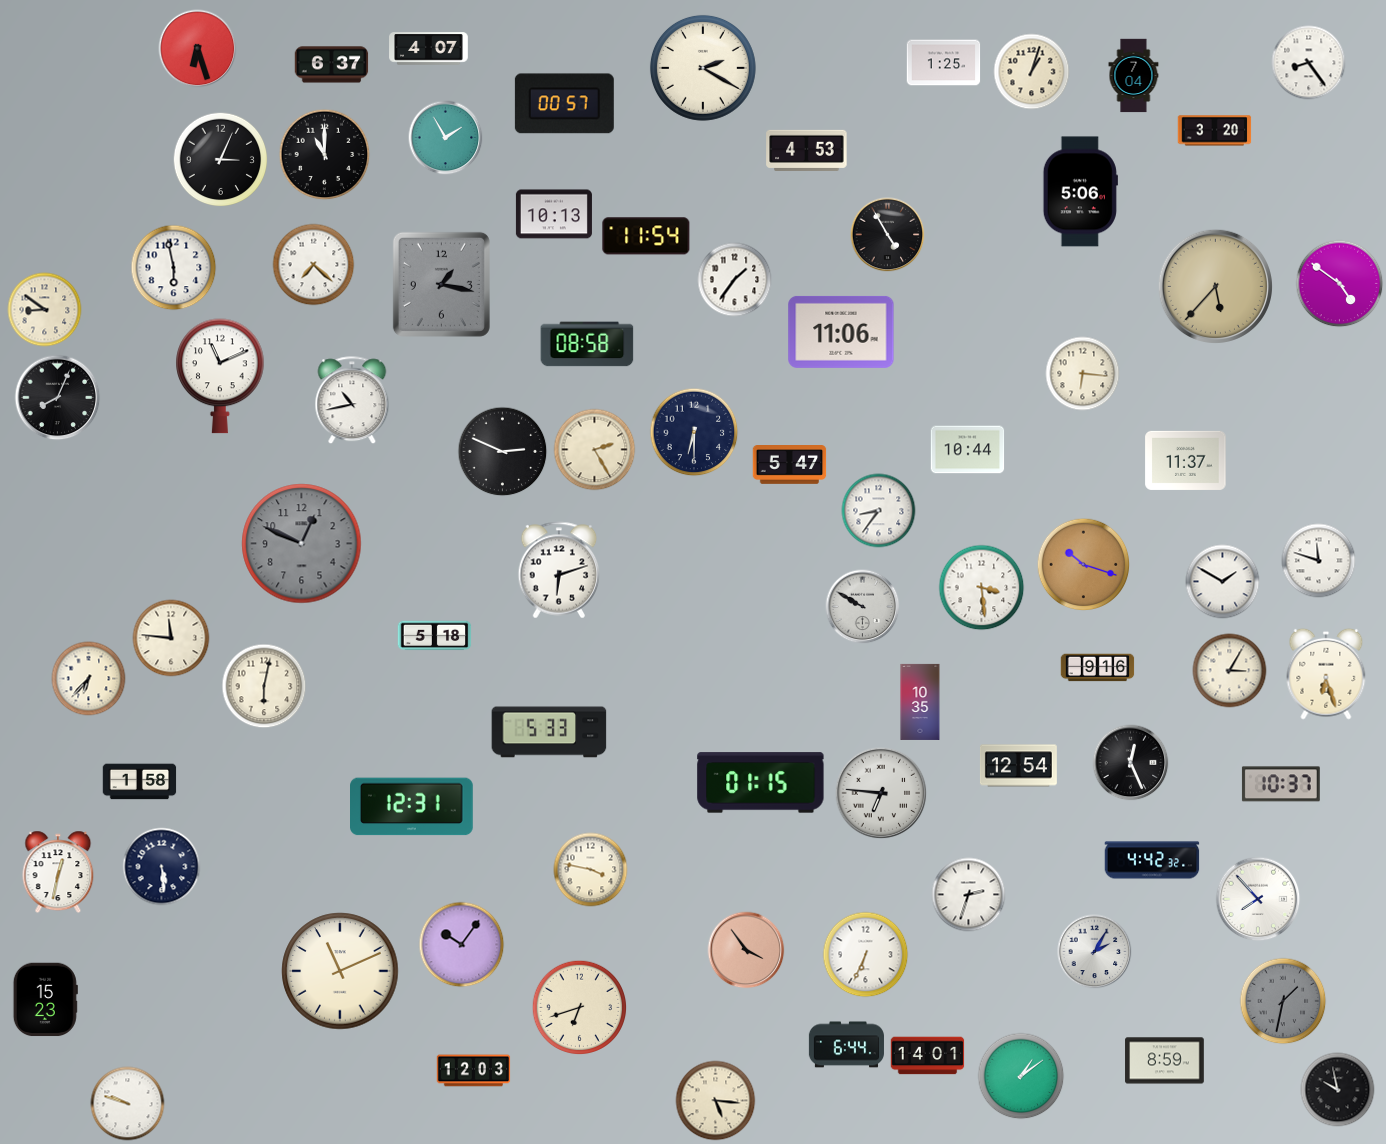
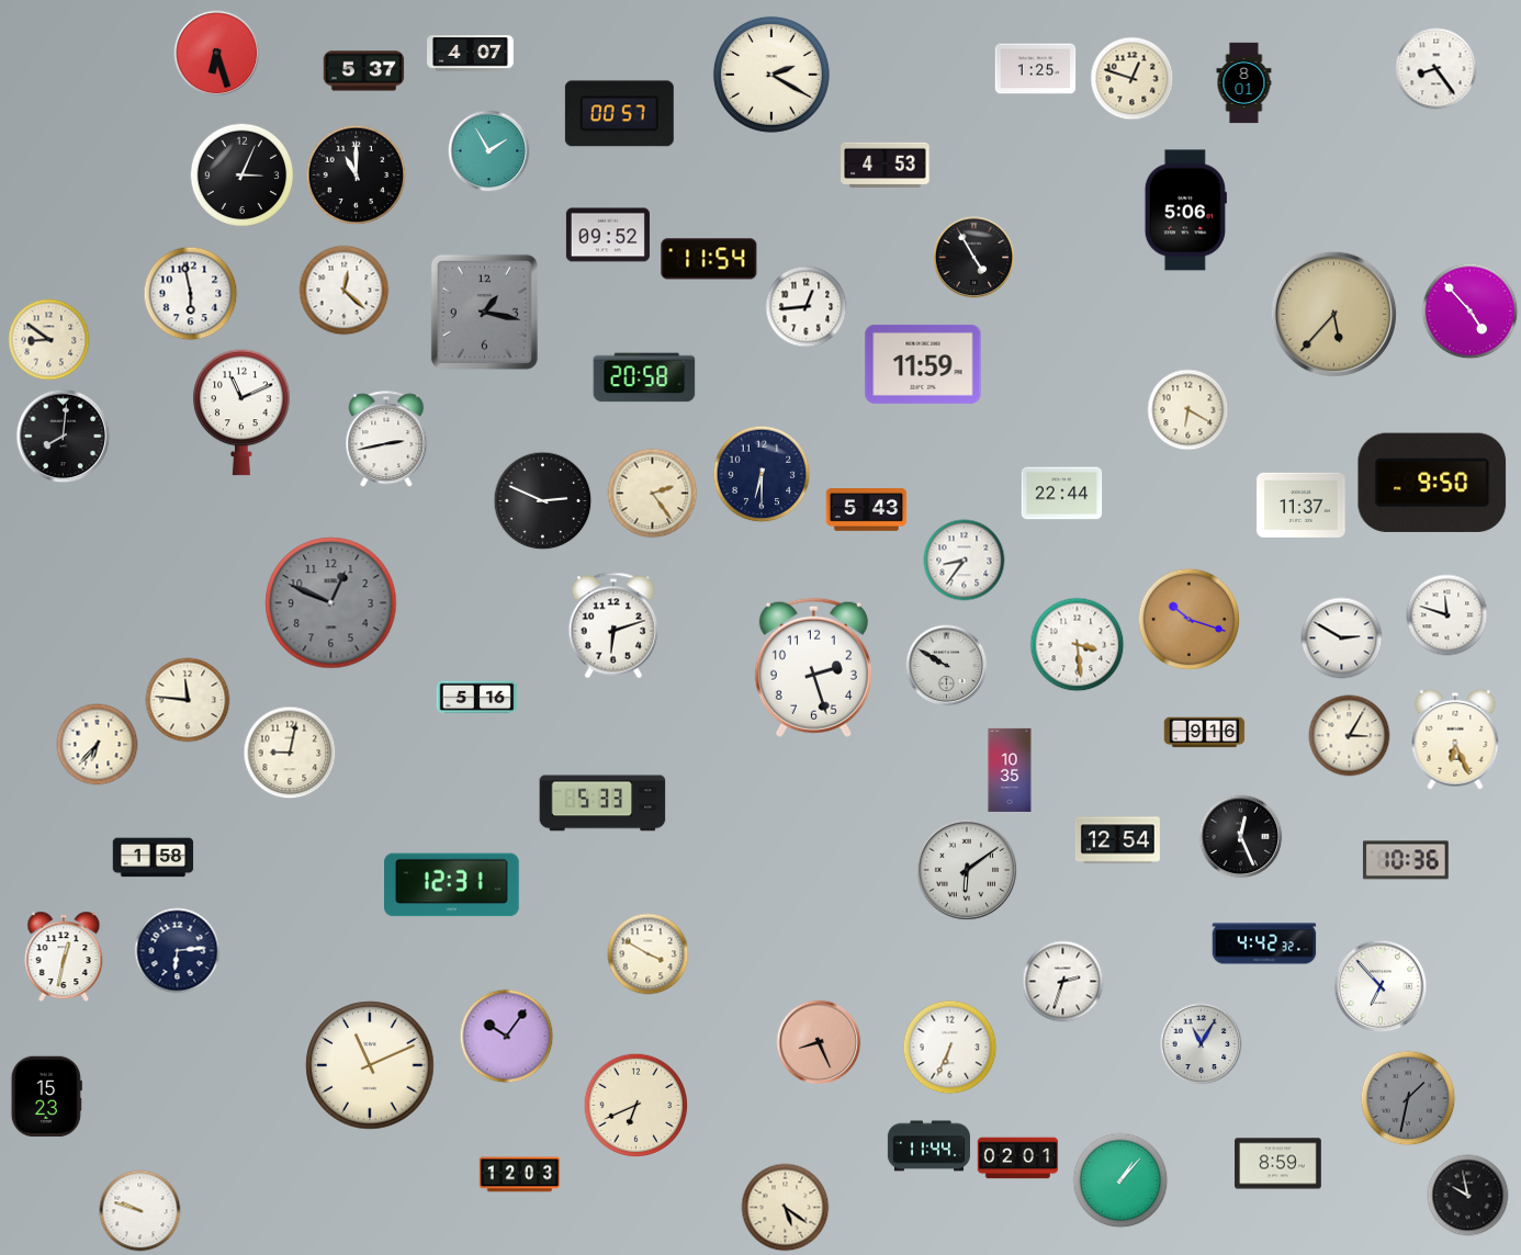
clock at (332, 65): 6:37 -> 5:37
clock at (1032, 72): 1:03 -> 12:48
clock at (1134, 76): 7:04 -> 8:01
clock at (1215, 131): 3:20 -> none
clock at (325, 155) position: (325, 155) -> (357, 176)
clock at (554, 214): 10:13 -> 09:52
clock at (314, 265): 7:22 -> 12:22
clock at (735, 280): 1:36 -> 12:44
clock at (1340, 284): 4:51 -> 4:53
clock at (841, 332): 11:06 -> 11:59
clock at (587, 344): 08:58 -> 20:58
clock at (1083, 374): 6:16 -> 6:20
clock at (58, 398): 8:04 -> 8:01
clock at (352, 401): 10:43 -> 2:43
clock at (1432, 483): none -> 9:50
clock at (595, 450): 2:25 -> 2:24
clock at (968, 450): 10:44 -> 22:44
clock at (503, 452) position: (503, 452) -> (543, 501)
clock at (790, 465): 5:47 -> 5:43
clock at (302, 544) position: (302, 544) -> (331, 603)
clock at (1223, 582): 1:50 -> 2:50
clock at (813, 667): none -> 2:27
clock at (435, 636): 5:18 -> 5:16
clock at (1326, 674): 6:27 -> 6:26
clock at (264, 686): 6:02 -> 9:02
clock at (761, 783): 01:15 -> none
clock at (1281, 784): 10:37 -> 10:36
clock at (881, 793): 6:46 -> 6:09
clock at (162, 867): 5:29 -> 6:14
clock at (591, 870): 3:47 -> 3:50
clock at (1258, 899): 7:53 -> 6:53
clock at (746, 950): 3:54 -> 8:26
clock at (1095, 952): 2:05 -> 11:05
clock at (340, 971) position: (340, 971) -> (370, 1065)
clock at (45, 1000) position: (45, 1000) -> (46, 1097)
clock at (580, 1008): 6:42 -> 6:41
clock at (846, 1045): 6:44 -> 11:44
clock at (928, 1056): 14:01 -> 02:01
clock at (1021, 1076): 1:09 -> 1:07
clock at (716, 1101): 5:16 -> 5:21
